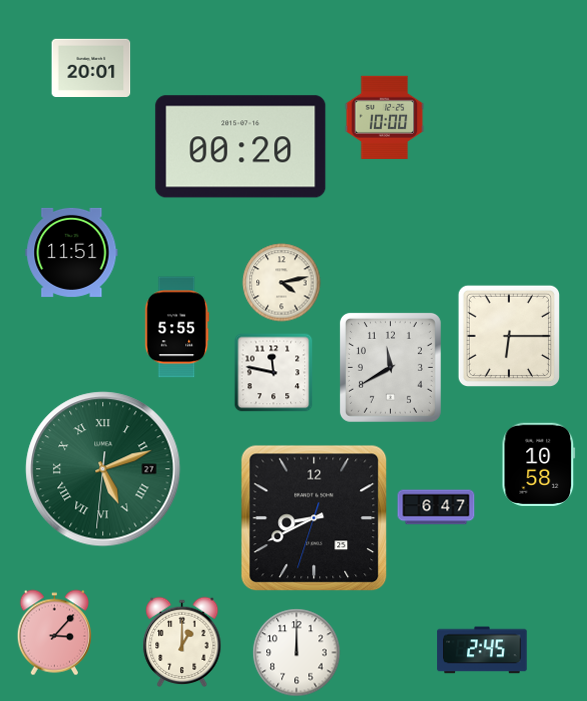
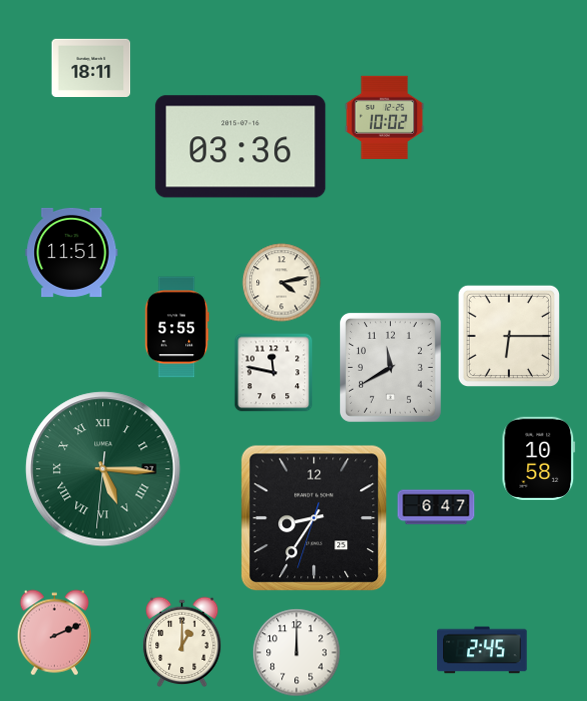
clock at (91, 67): 20:01 -> 18:11
clock at (385, 117): 10:00 -> 10:02
clock at (241, 147): 00:20 -> 03:36
clock at (539, 464) position: (539, 464) -> (539, 458)
clock at (103, 469): 5:11 -> 5:15
clock at (314, 518): 8:40 -> 8:35
clock at (54, 633): 3:07 -> 2:11
